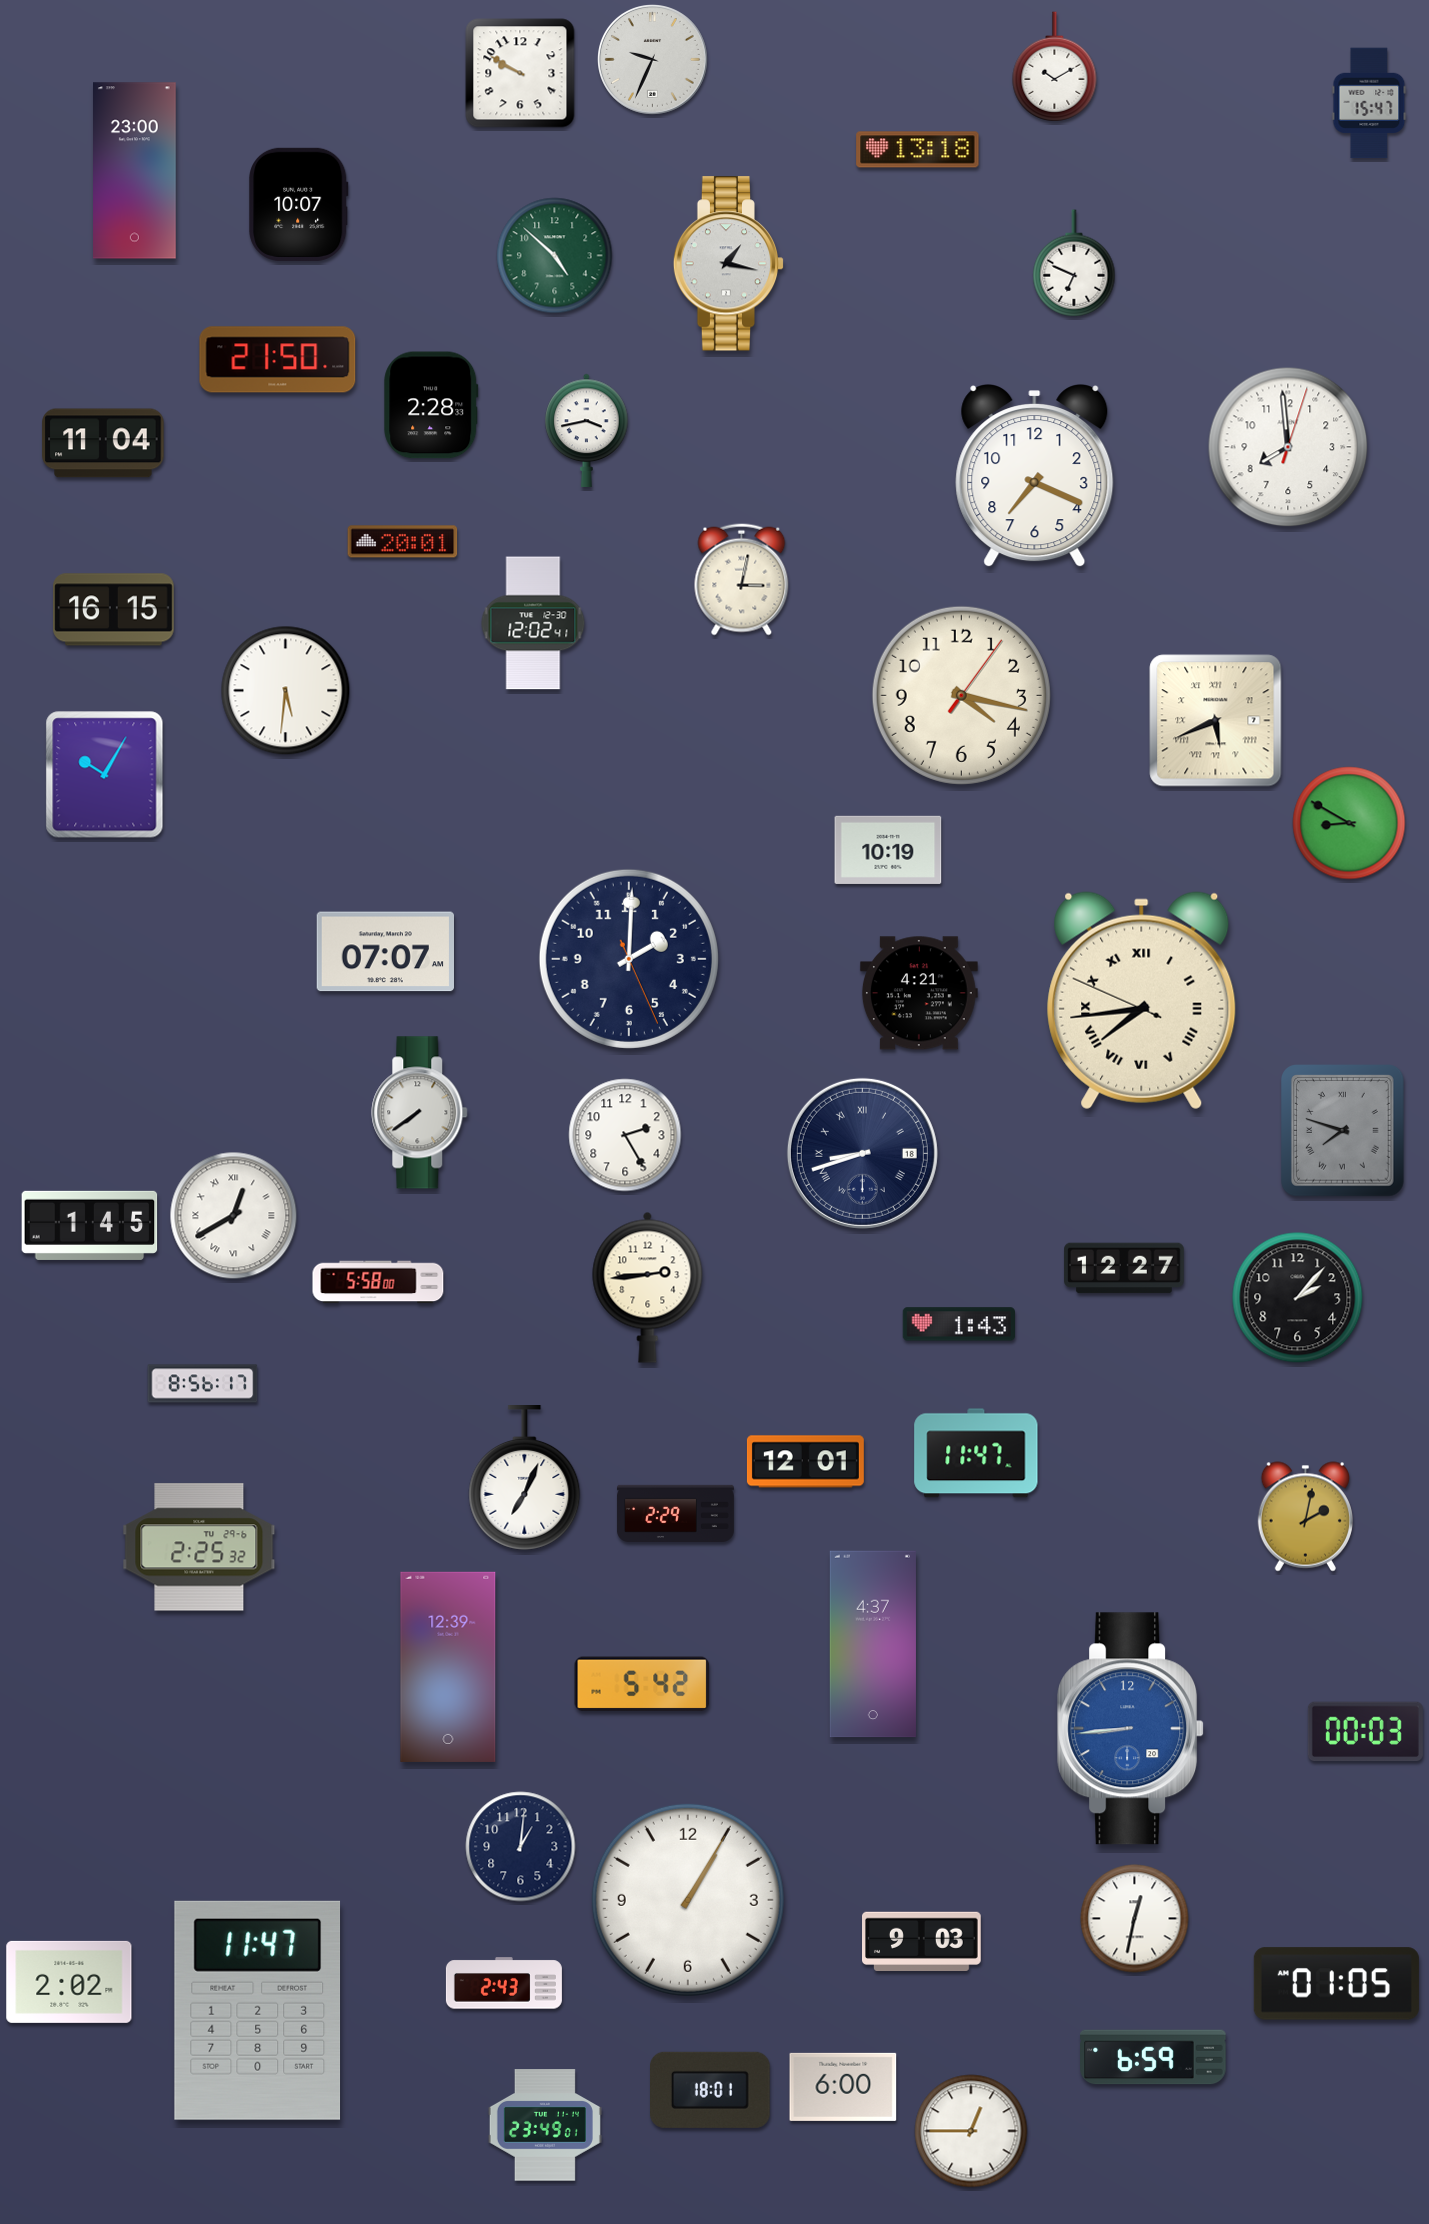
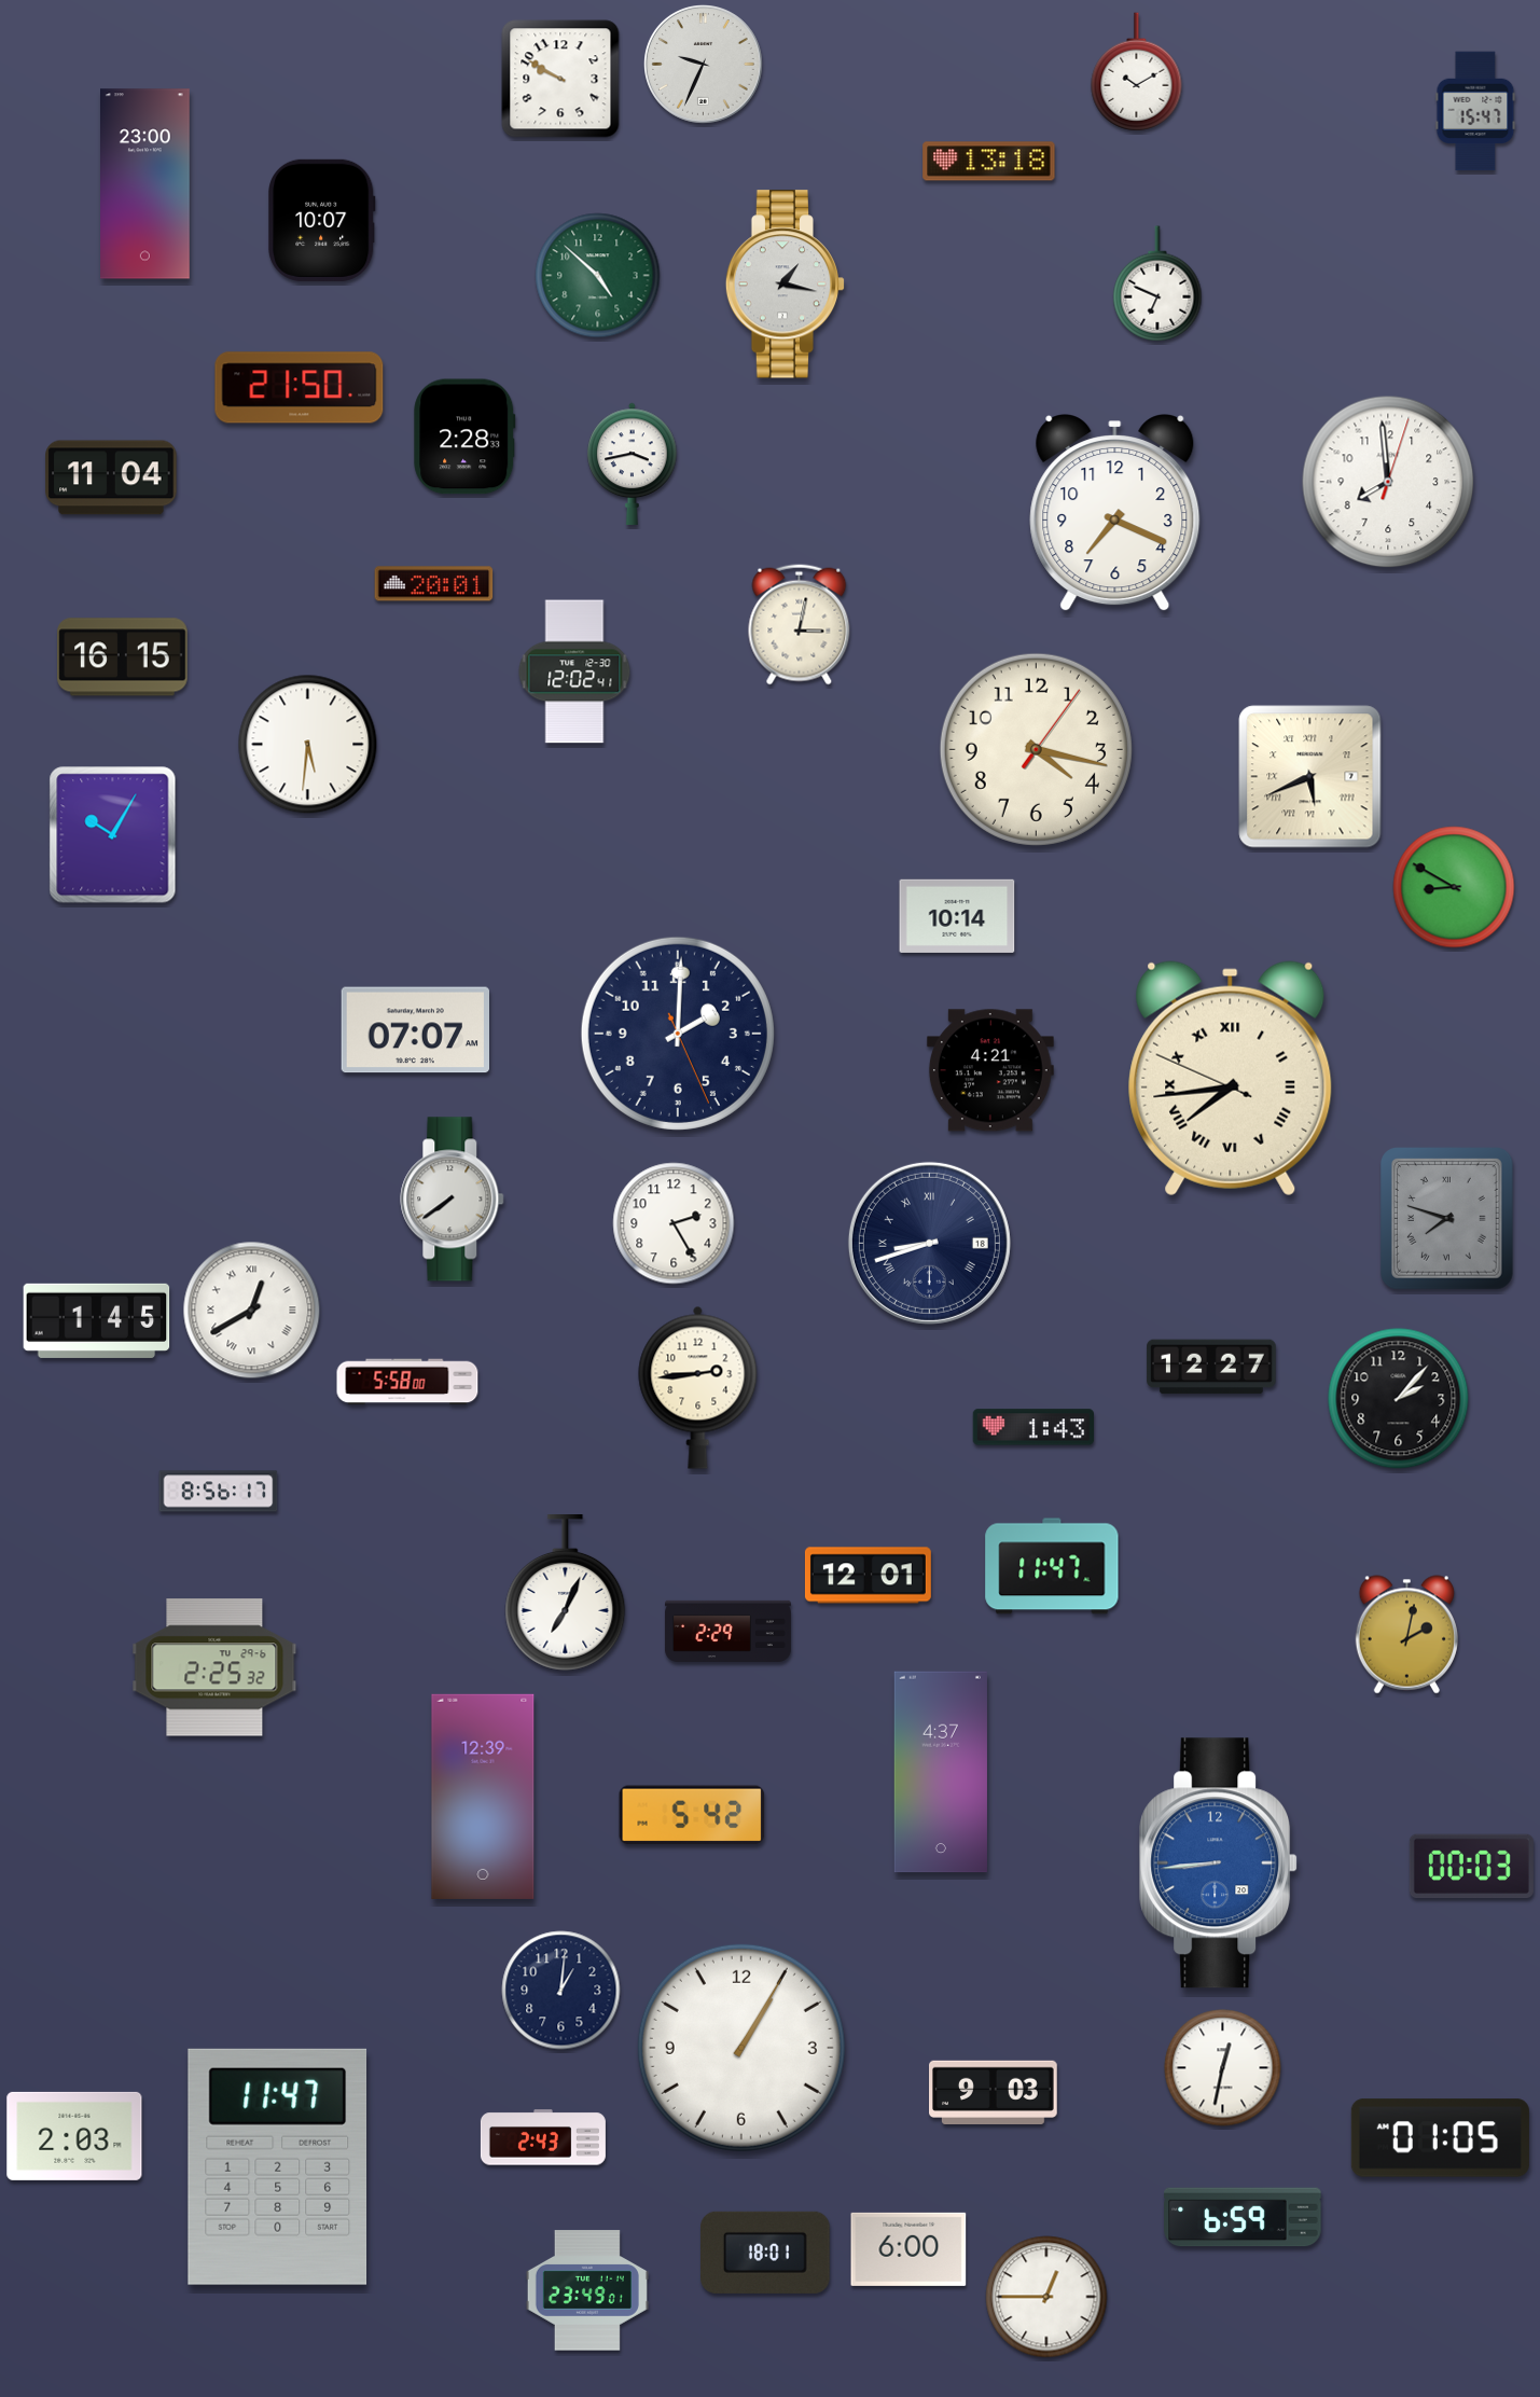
clock at (888, 850): 10:19 -> 10:14
clock at (385, 952) position: (385, 952) -> (415, 1030)
clock at (69, 1982): 2:02 -> 2:03
